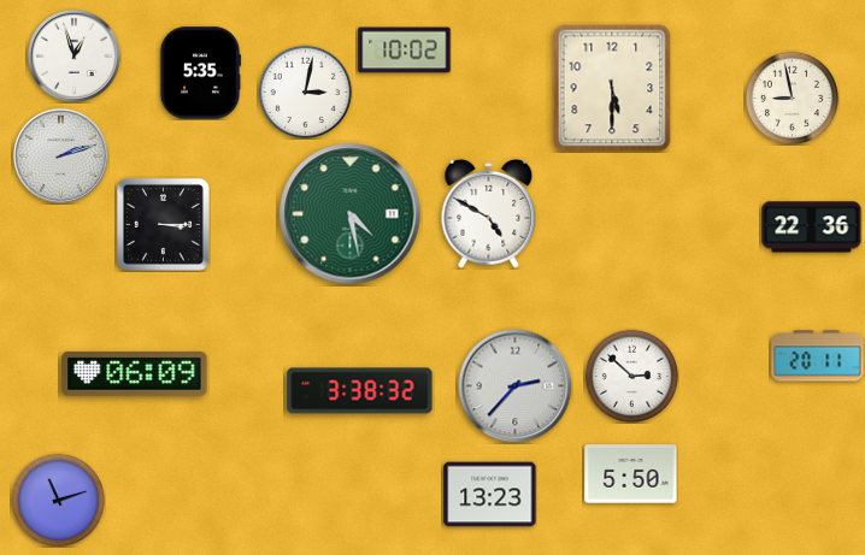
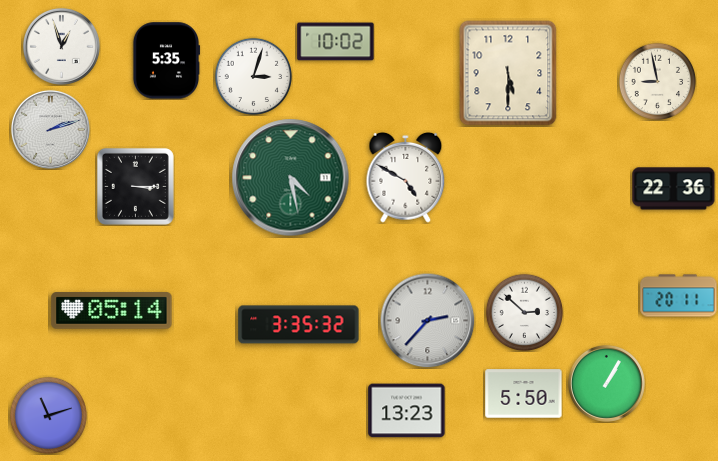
clock at (305, 91): 3:02 -> 3:03
clock at (135, 374): 06:09 -> 05:14
clock at (360, 391): 3:38 -> 3:35
clock at (606, 383): none -> 1:05
